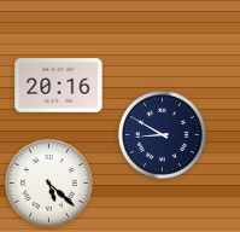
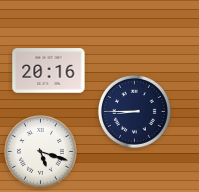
clock at (162, 134): 8:50 -> 8:45
clock at (48, 182): 5:22 -> 5:18
